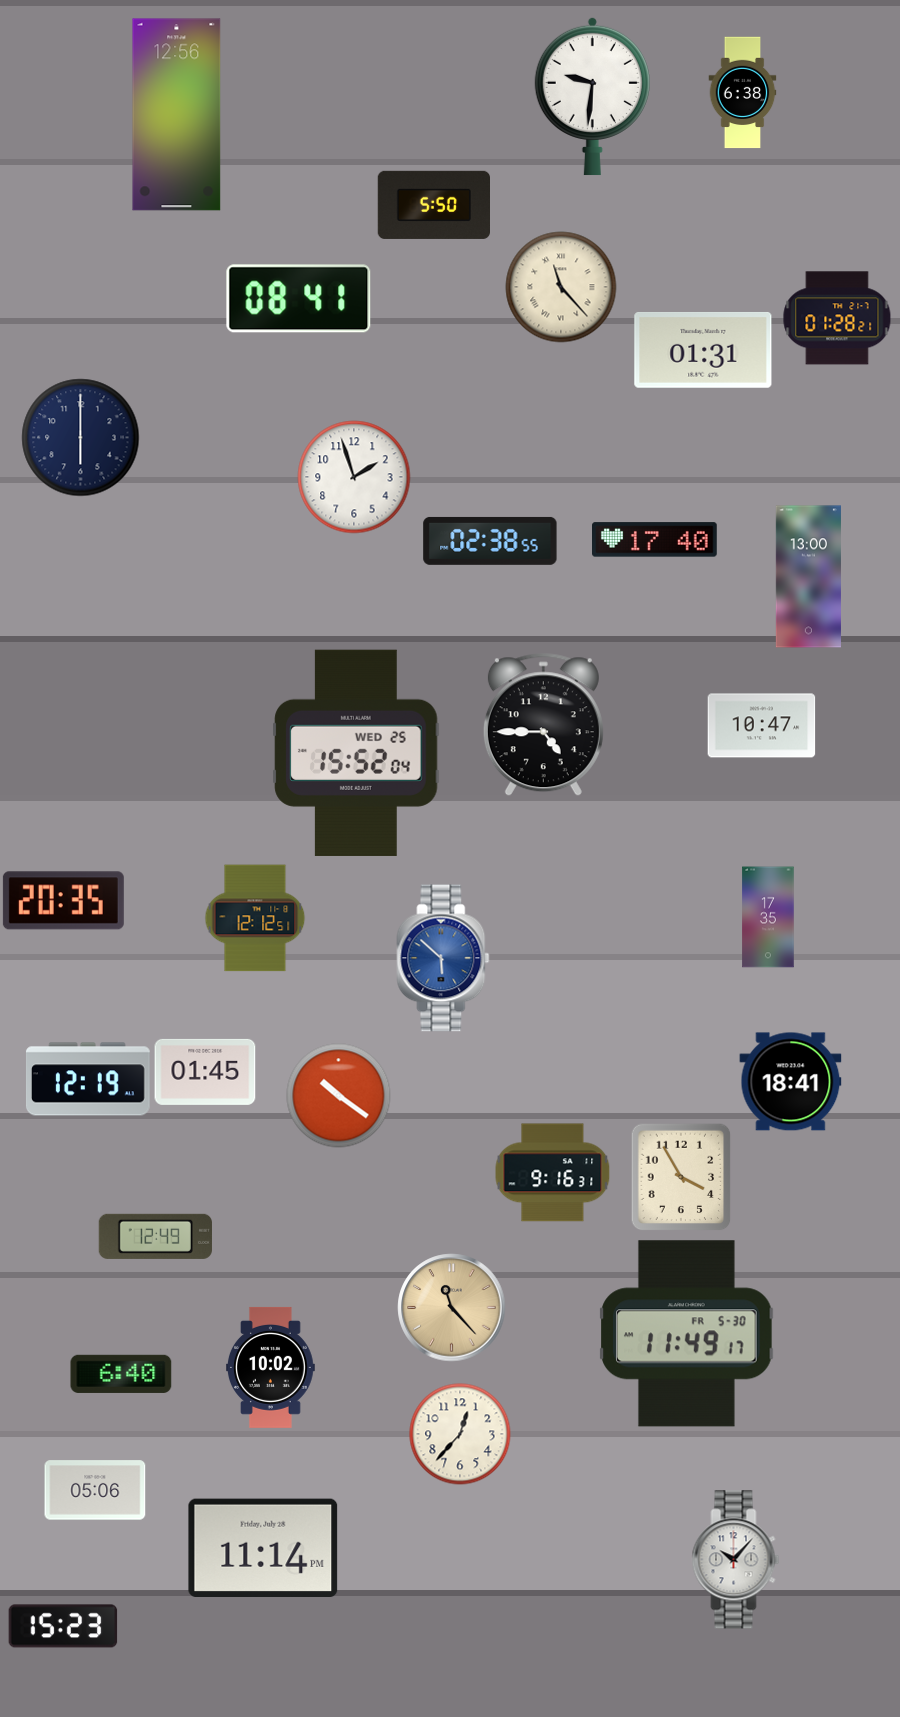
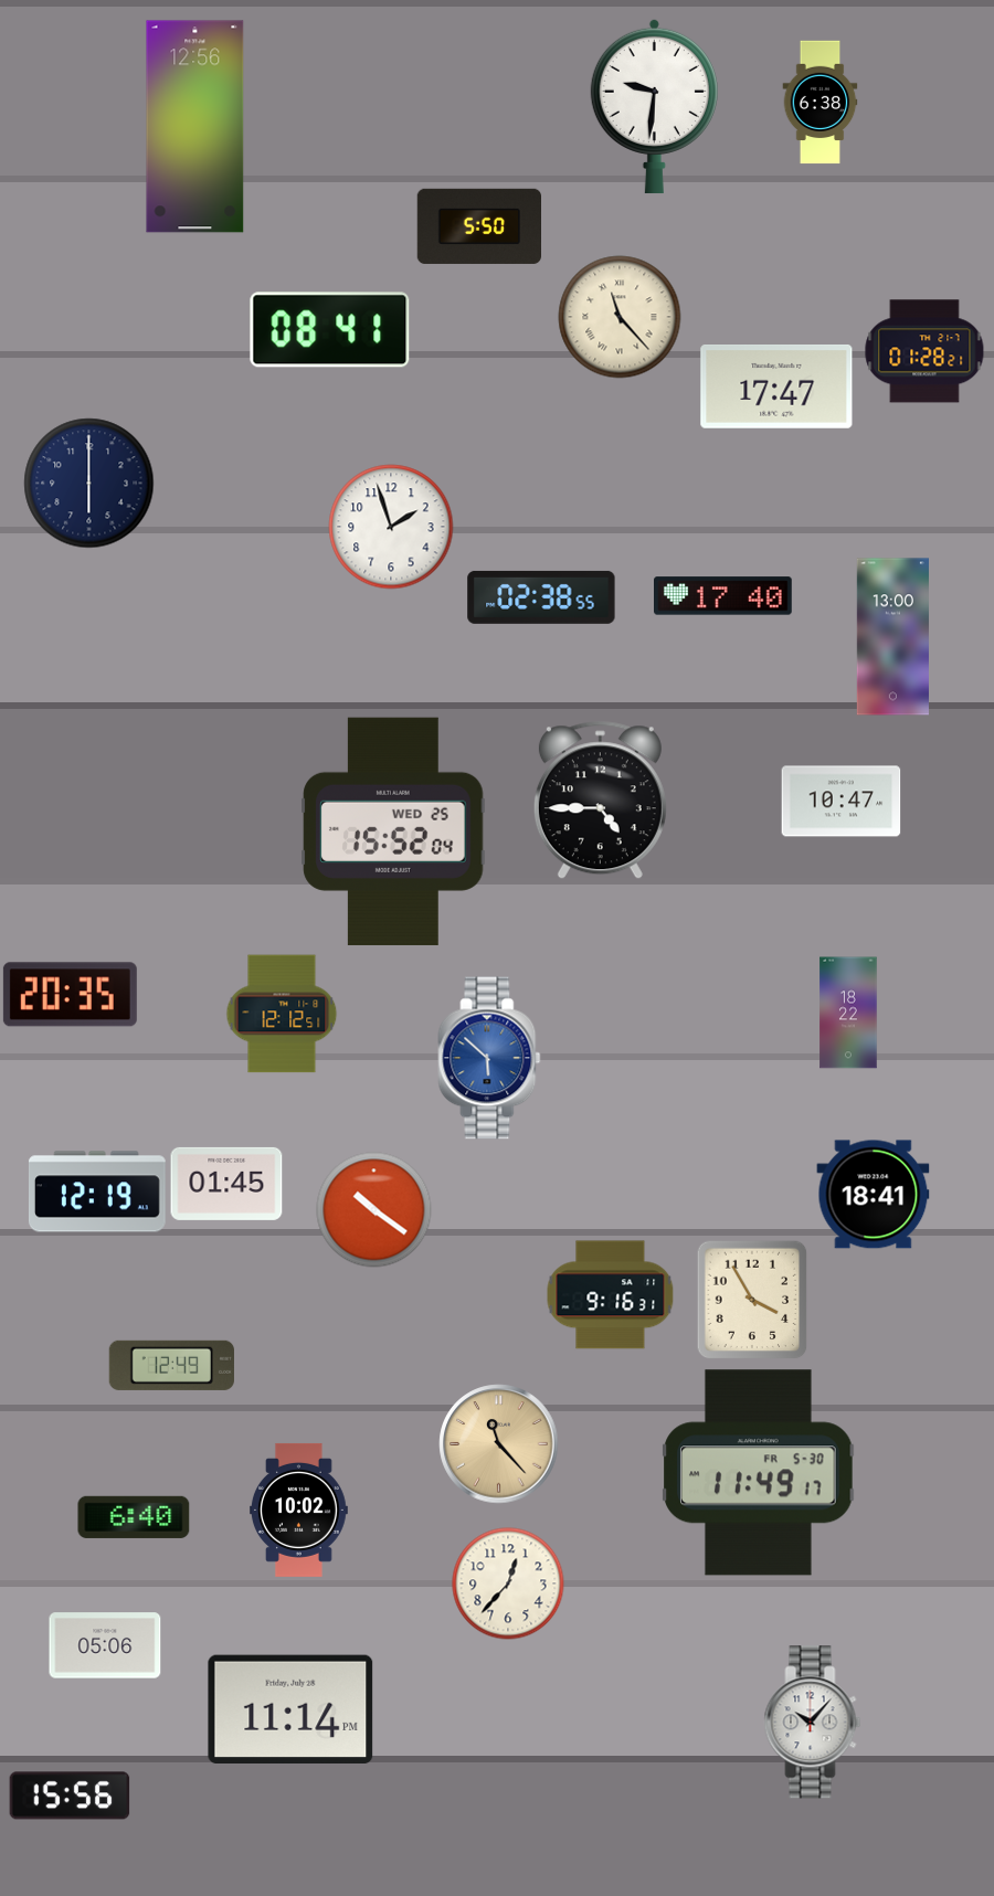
clock at (703, 350): 01:31 -> 17:47
clock at (768, 917): 17:35 -> 18:22
clock at (63, 1626): 15:23 -> 15:56
